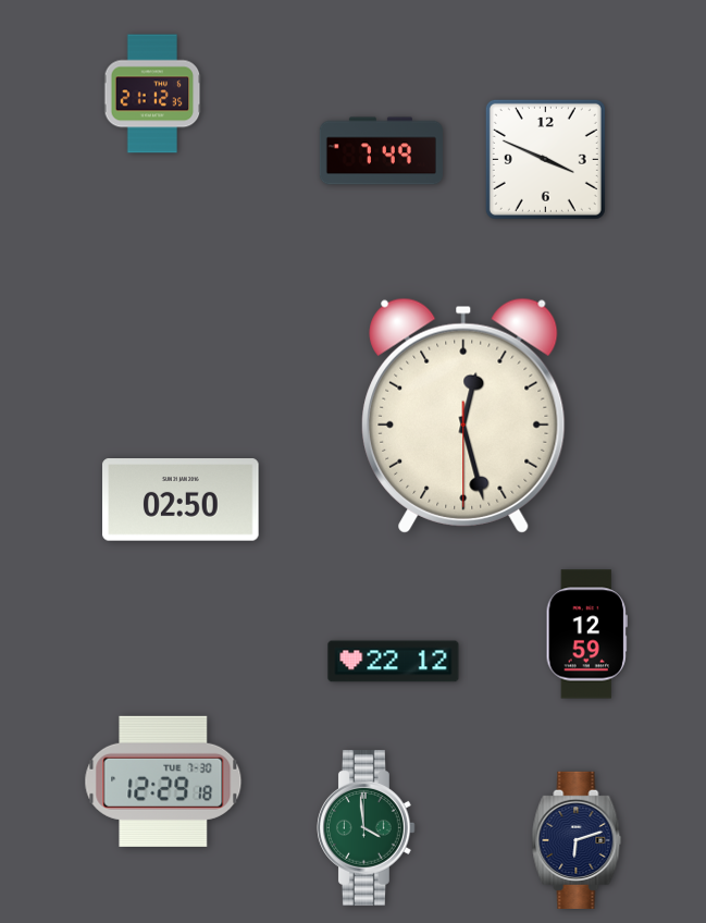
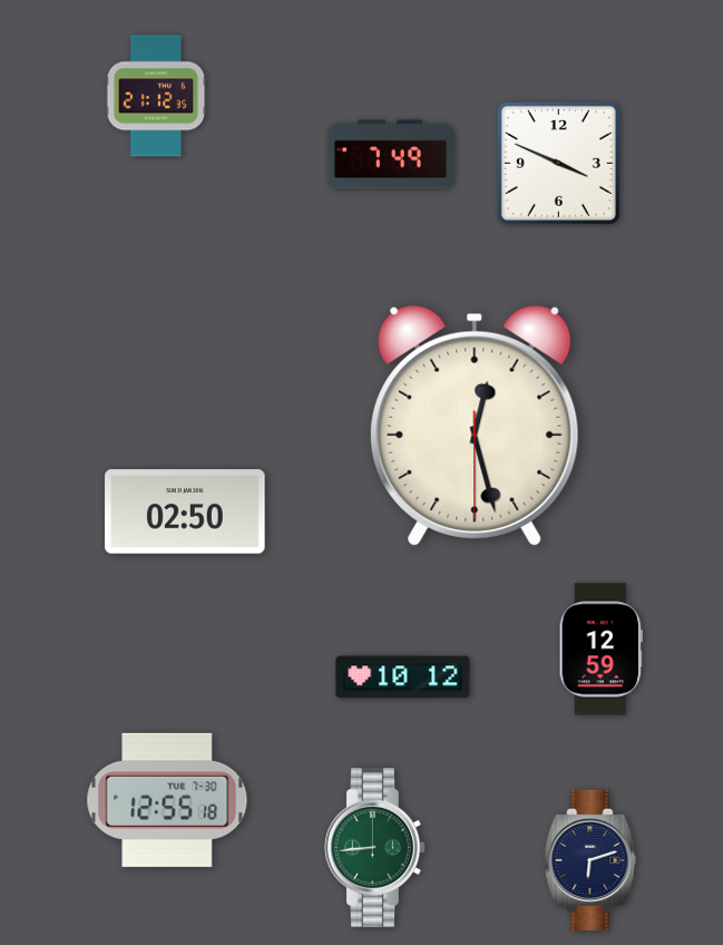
clock at (394, 662): 22:12 -> 10:12
clock at (163, 782): 12:29 -> 12:55
clock at (367, 828): 3:59 -> 8:44
